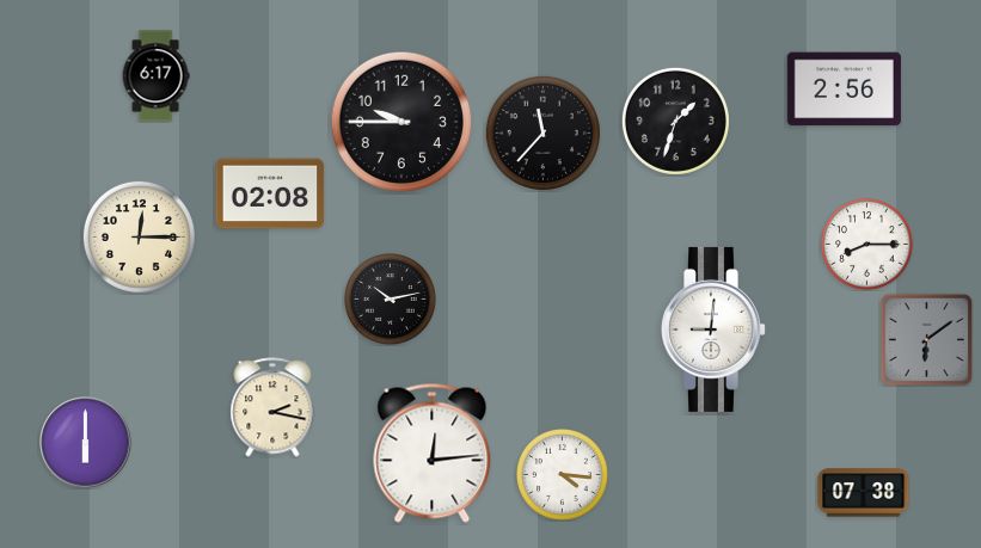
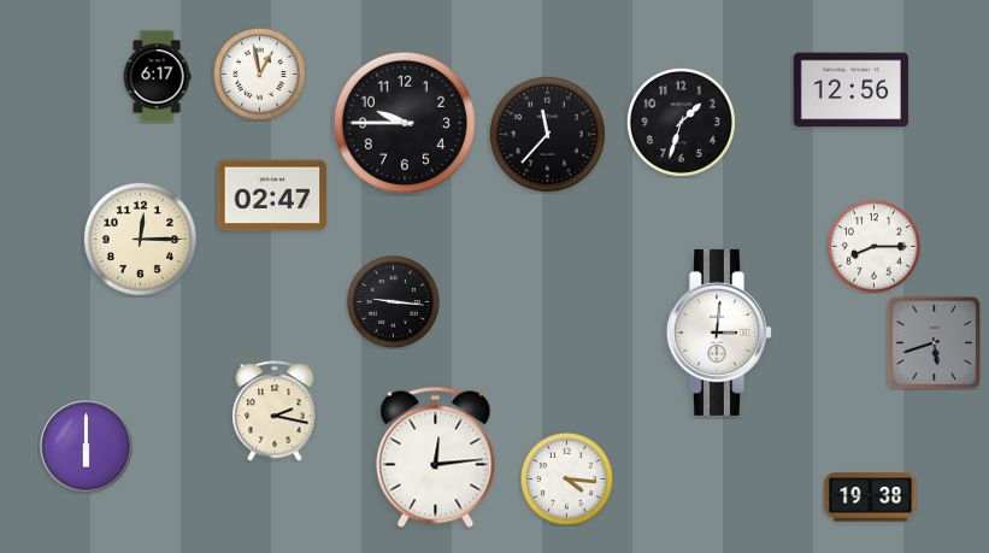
clock at (260, 75): none -> 12:58
clock at (844, 90): 2:56 -> 12:56
clock at (270, 193): 02:08 -> 02:47
clock at (391, 300): 10:13 -> 9:16
clock at (715, 330): 9:01 -> 3:01
clock at (926, 339): 6:09 -> 5:42
clock at (864, 493): 07:38 -> 19:38
